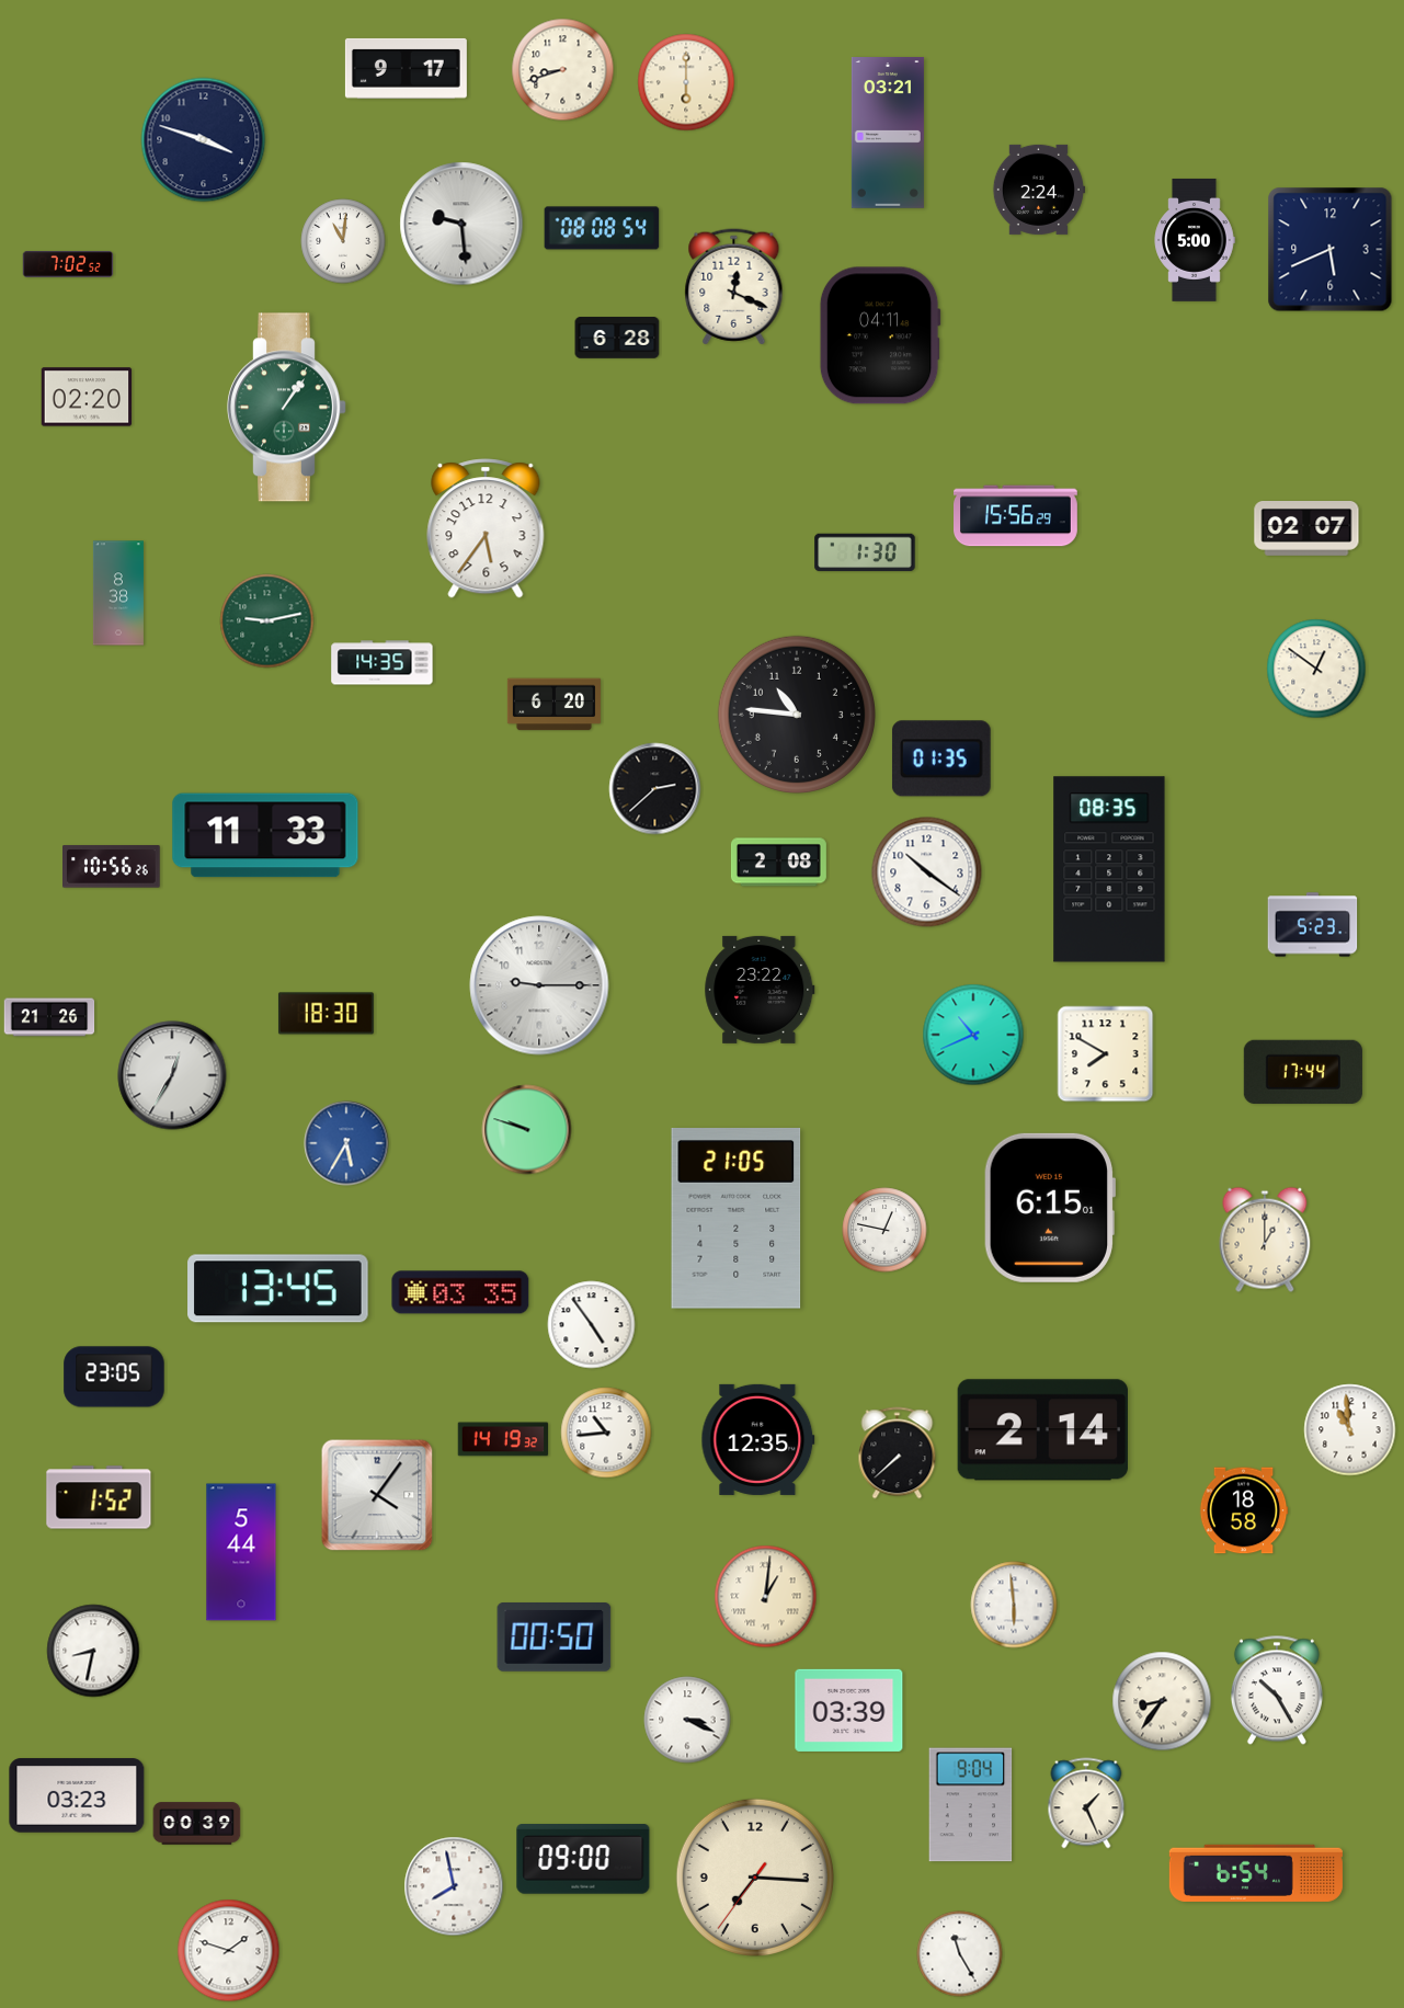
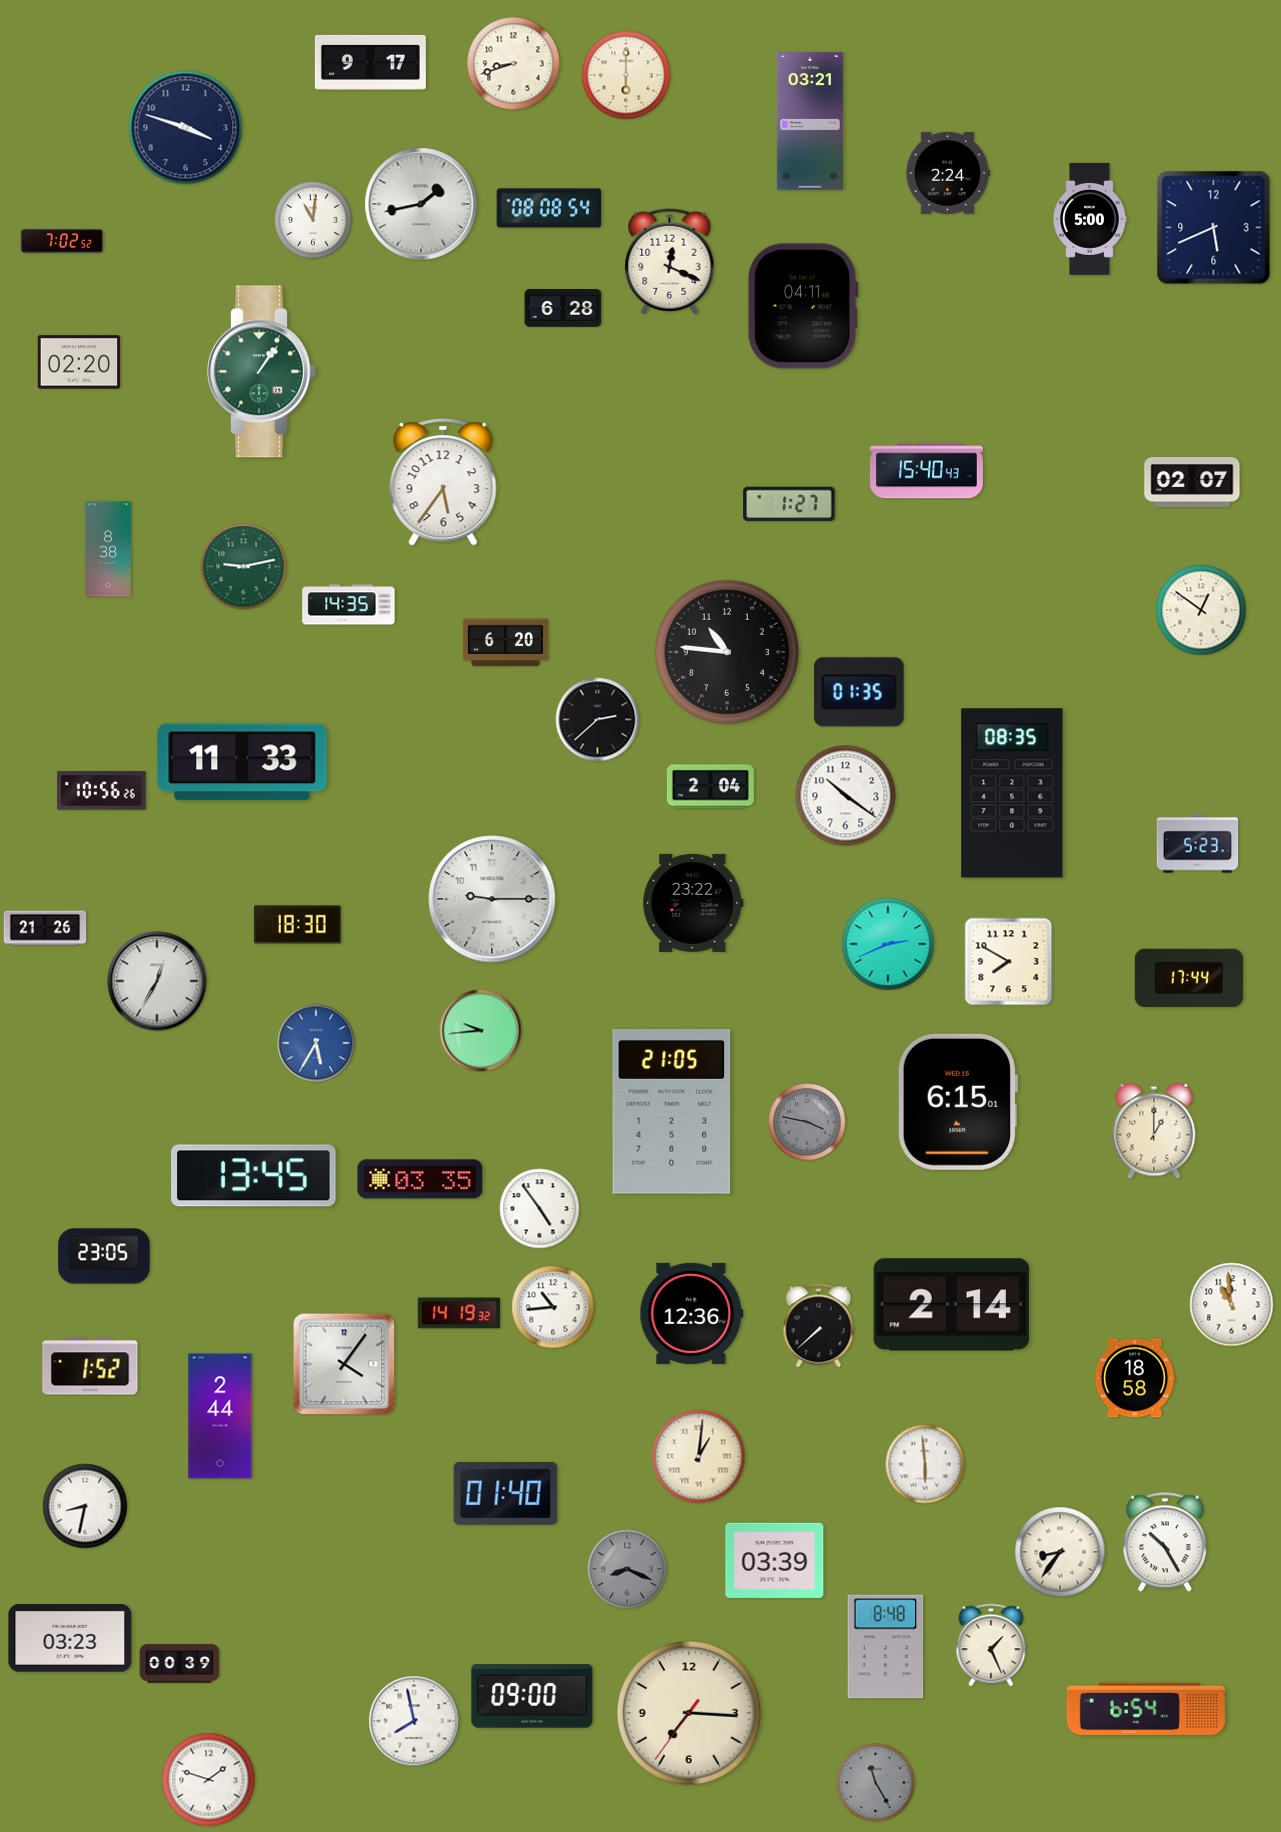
clock at (461, 224): 9:29 -> 1:43
clock at (1016, 516): 15:56 -> 15:40
clock at (865, 552): 1:30 -> 1:27
clock at (118, 593) position: (118, 593) -> (108, 549)
clock at (778, 863): 2:08 -> 2:04
clock at (973, 1035): 10:41 -> 2:41
clock at (527, 1130): 9:48 -> 9:44
clock at (884, 1230): 12:47 -> 3:47
clock at (884, 1230) dial: white -> grey
clock at (758, 1439): 12:35 -> 12:36
clock at (241, 1552): 5:44 -> 2:44
clock at (555, 1638): 00:50 -> 01:40
clock at (687, 1720): 3:19 -> 8:19
clock at (687, 1720) dial: white -> grey
clock at (971, 1805): 9:04 -> 8:48
clock at (960, 1954) dial: white -> grey
